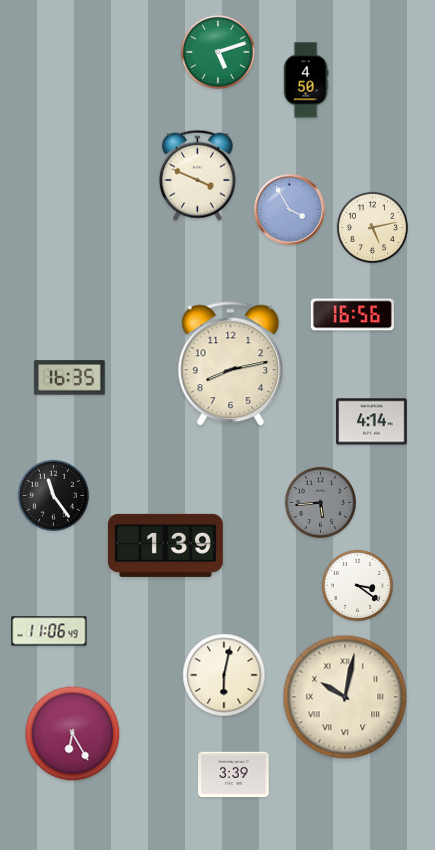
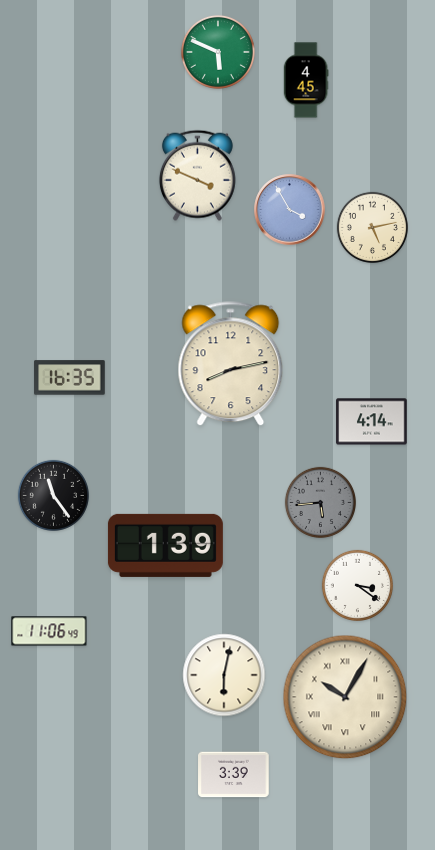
clock at (218, 52): 5:12 -> 5:49
clock at (306, 80): 4:50 -> 4:45
clock at (352, 315): 16:56 -> none
clock at (345, 697): 10:02 -> 10:05
clock at (73, 734): 6:25 -> none
